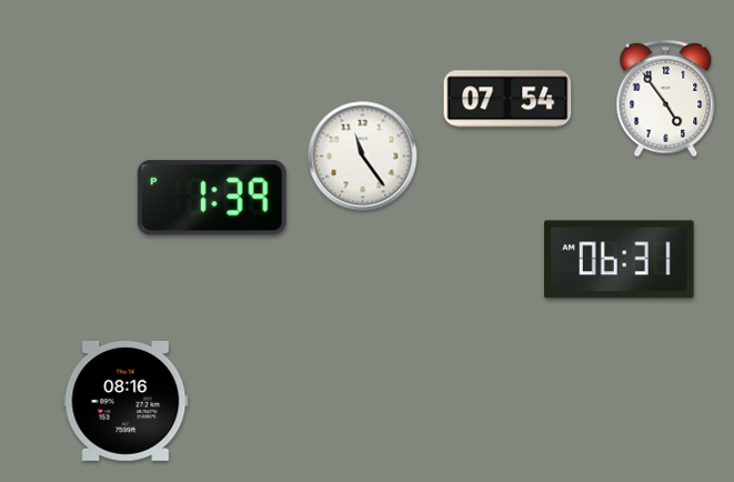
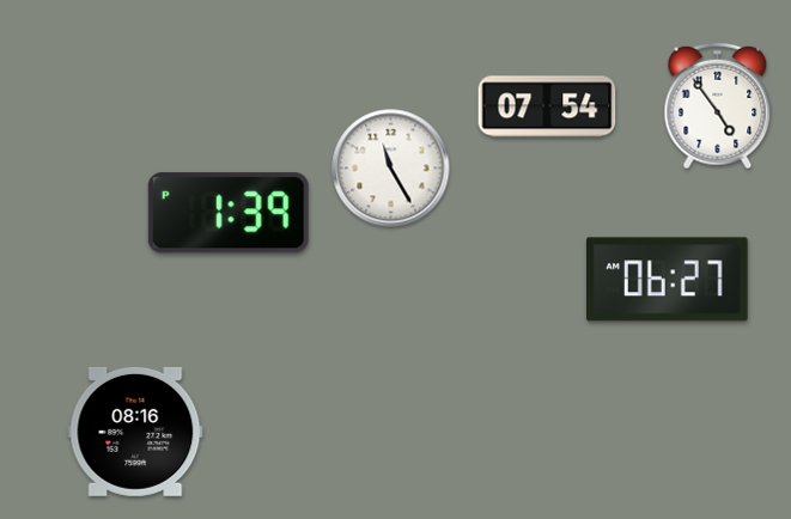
clock at (363, 157): 11:24 -> 11:25
clock at (620, 260): 06:31 -> 06:27
